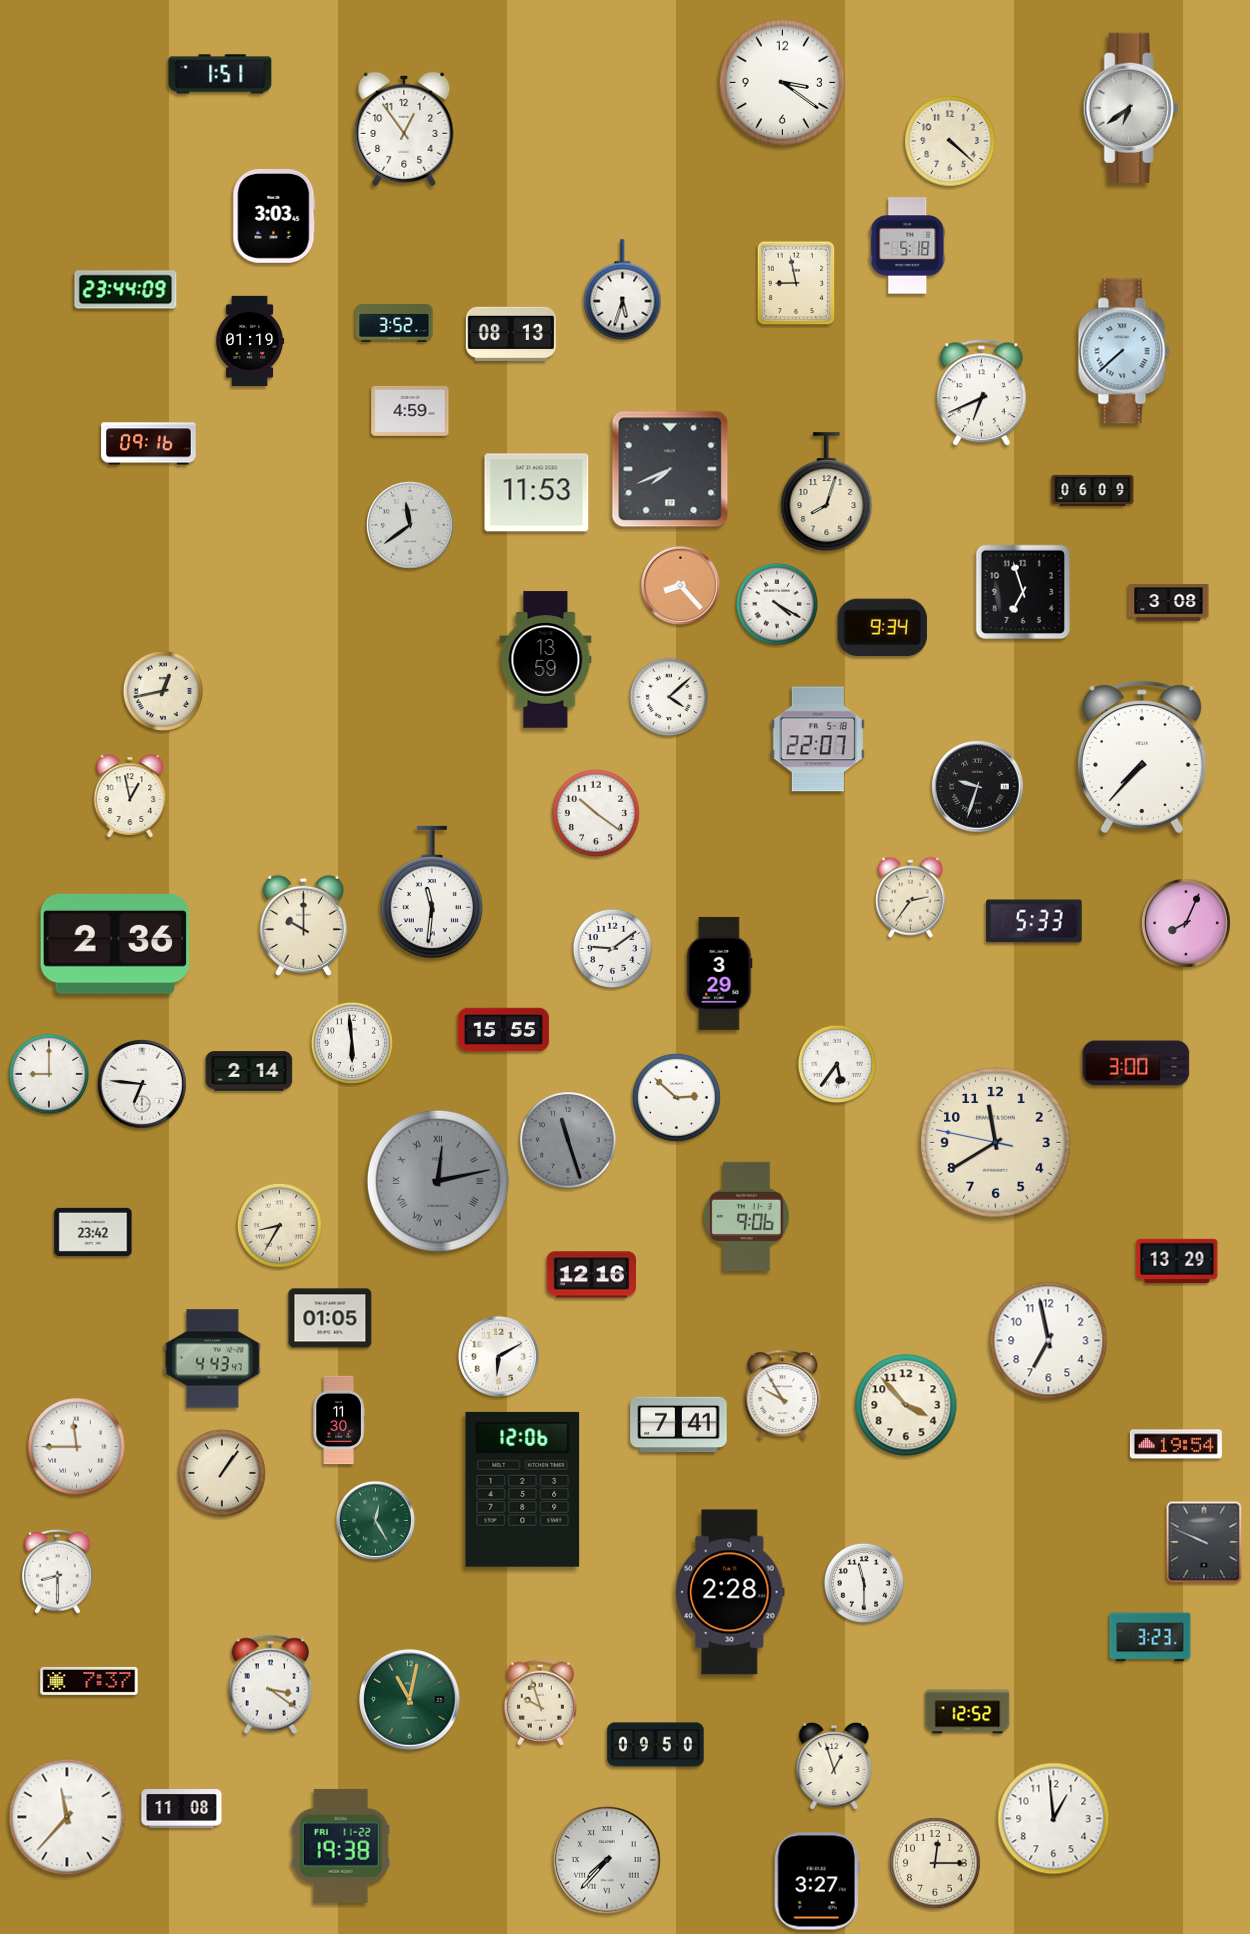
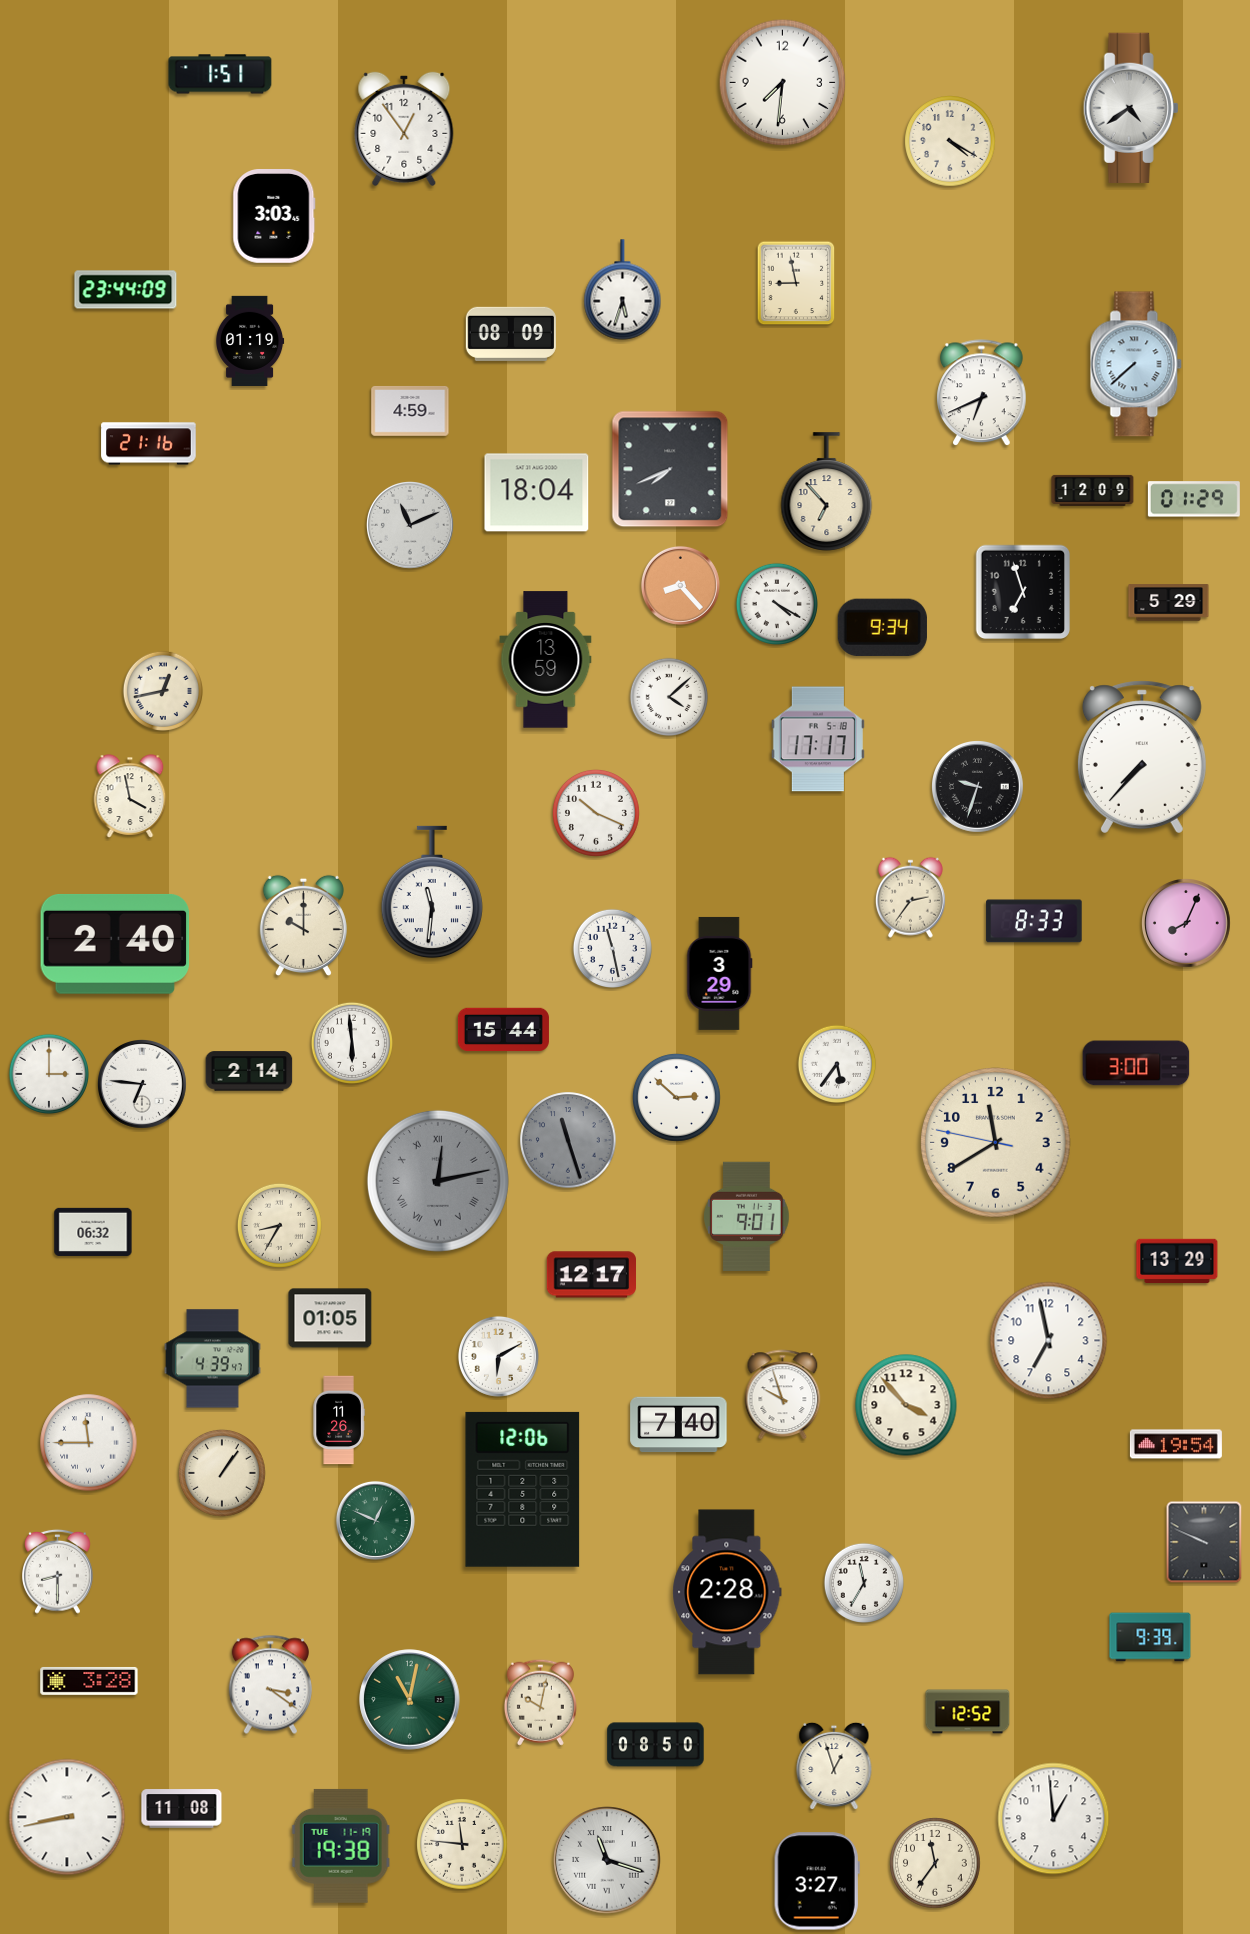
clock at (783, 83): 3:21 -> 7:31
clock at (1131, 108): 6:39 -> 4:39
clock at (950, 141): 4:22 -> 4:20
clock at (908, 246): 5:18 -> none
clock at (394, 324): 3:52 -> none
clock at (511, 334): 08:13 -> 08:09
clock at (1124, 351) position: (1124, 351) -> (1136, 364)
clock at (149, 444): 09:16 -> 21:16
clock at (1093, 490): 06:09 -> 12:09
clock at (827, 492): 8:03 -> 6:53
clock at (537, 493): 11:53 -> 18:04
clock at (1194, 499): none -> 01:29
clock at (411, 526): 11:39 -> 11:11
clock at (1169, 603): 3:08 -> 5:29
clock at (818, 739): 22:07 -> 17:17
clock at (130, 796): 12:58 -> 3:58
clock at (596, 813): 10:21 -> 10:19
clock at (1034, 921): 5:33 -> 8:33
clock at (115, 944): 2:36 -> 2:40
clock at (612, 948): 9:09 -> 11:28
clock at (503, 1030): 15:55 -> 15:44
clock at (48, 1073): 9:00 -> 3:00
clock at (747, 1216): 9:06 -> 9:01
clock at (93, 1232): 23:42 -> 06:32
clock at (591, 1275): 12:16 -> 12:17
clock at (212, 1359): 4:43 -> 4:39
clock at (783, 1395): 9:55 -> 9:57
clock at (339, 1420): 11:30 -> 11:26
clock at (679, 1425): 7:41 -> 7:40
clock at (77, 1447) position: (77, 1447) -> (89, 1443)
clock at (375, 1520): 12:25 -> 12:49
clock at (863, 1582): 11:30 -> 11:35
clock at (730, 1592) position: (730, 1592) -> (727, 1592)
clock at (1150, 1637): 3:23 -> 9:39
clock at (89, 1681): 7:37 -> 3:28
clock at (540, 1702): 9:57 -> 10:02
clock at (656, 1745): 09:50 -> 08:50
clock at (67, 1817): 11:37 -> 8:43
clock at (462, 1844): none -> 11:46
clock at (341, 1846) date: FRI 11-22 -> TUE 11-19
clock at (607, 1860): 7:37 -> 11:18
clock at (935, 1863): 12:15 -> 11:36
